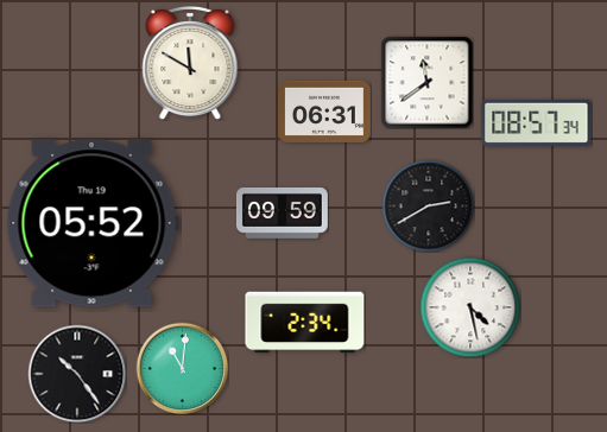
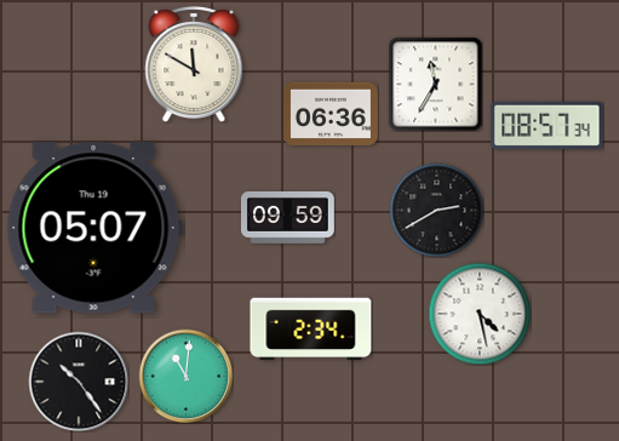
clock at (426, 82): 11:39 -> 11:35
clock at (325, 112): 06:31 -> 06:36
clock at (93, 223): 05:52 -> 05:07
